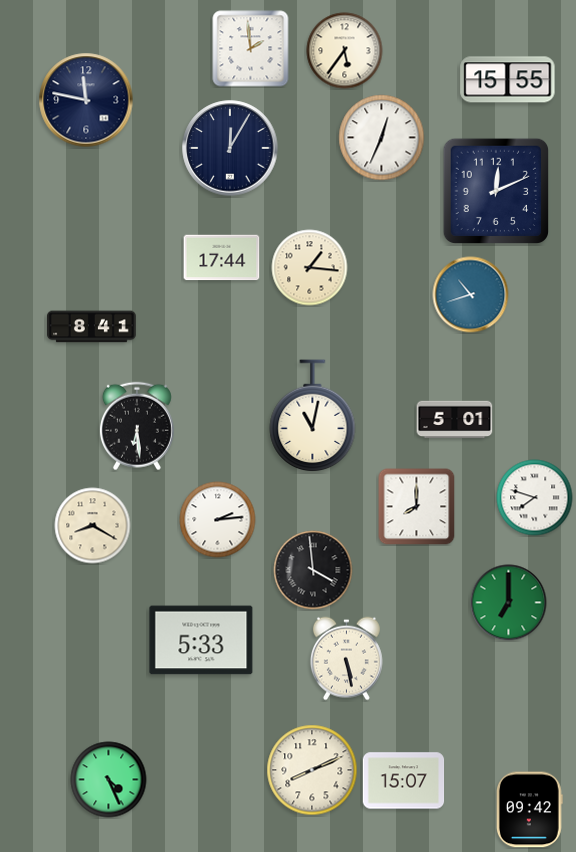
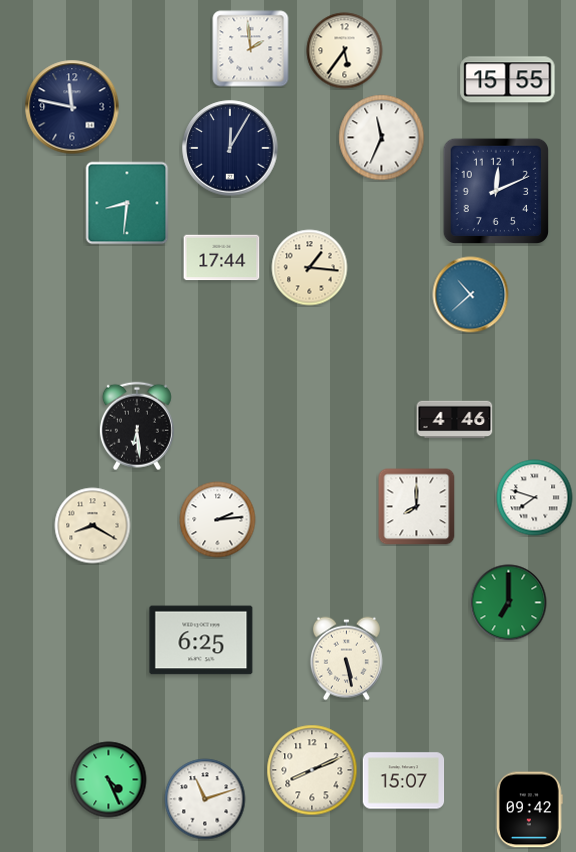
clock at (86, 100) position: (86, 100) -> (72, 107)
clock at (382, 138): 12:34 -> 11:34
clock at (127, 203): none -> 8:31
clock at (471, 295): 10:42 -> 10:38
clock at (92, 327): 8:41 -> none
clock at (313, 416): 11:02 -> none
clock at (455, 420): 5:01 -> 4:46
clock at (313, 570): 3:59 -> none
clock at (201, 640): 5:33 -> 6:25
clock at (205, 799): none -> 11:12
